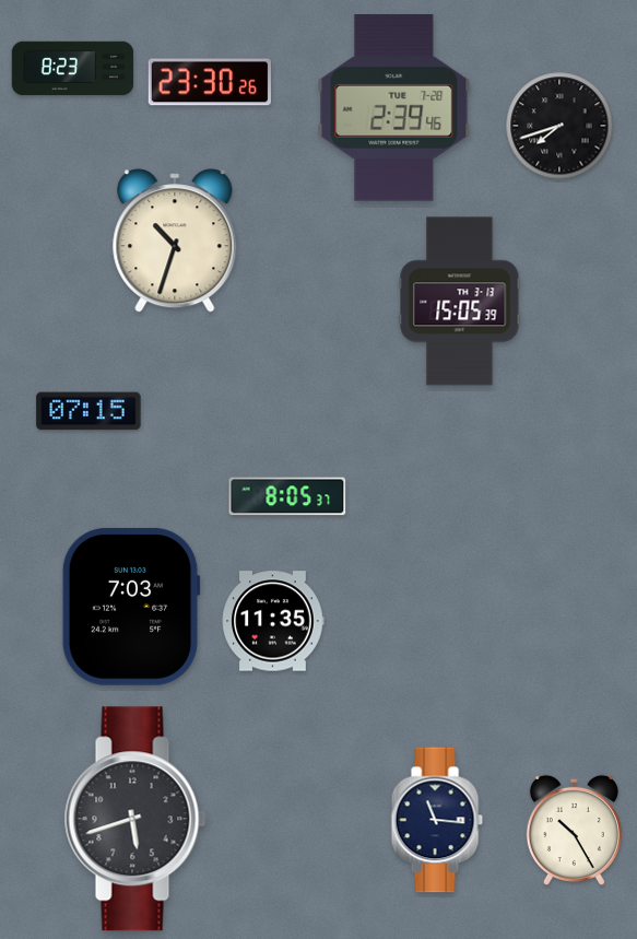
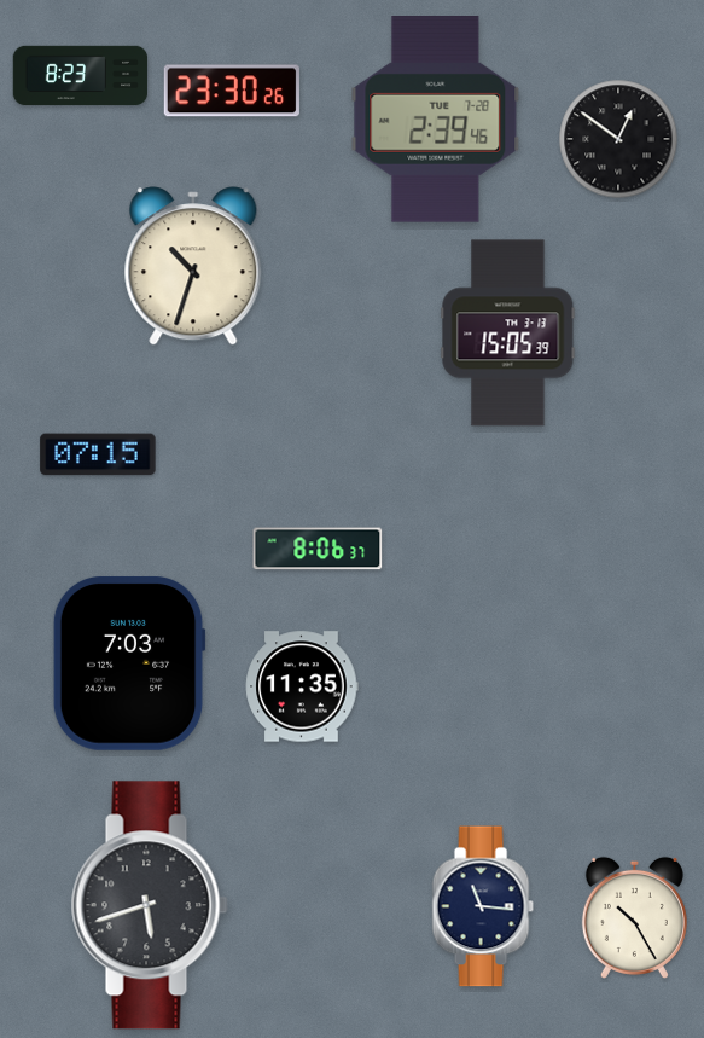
clock at (559, 126): 7:42 -> 12:51
clock at (287, 496): 8:05 -> 8:06
clock at (131, 607) position: (131, 607) -> (129, 663)
